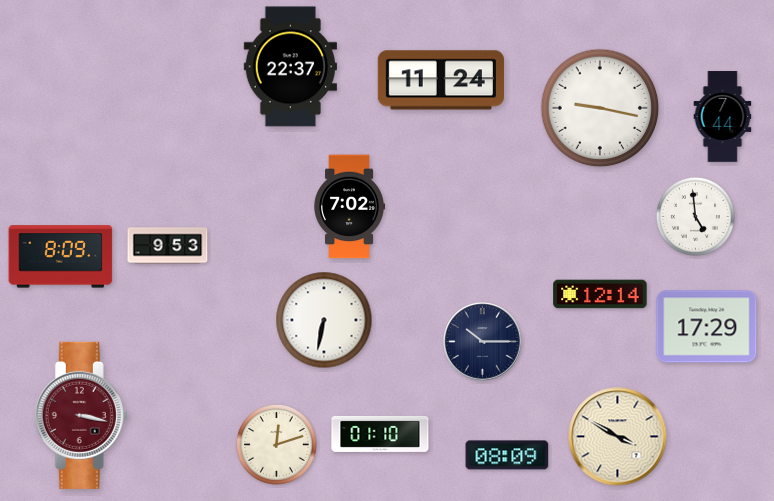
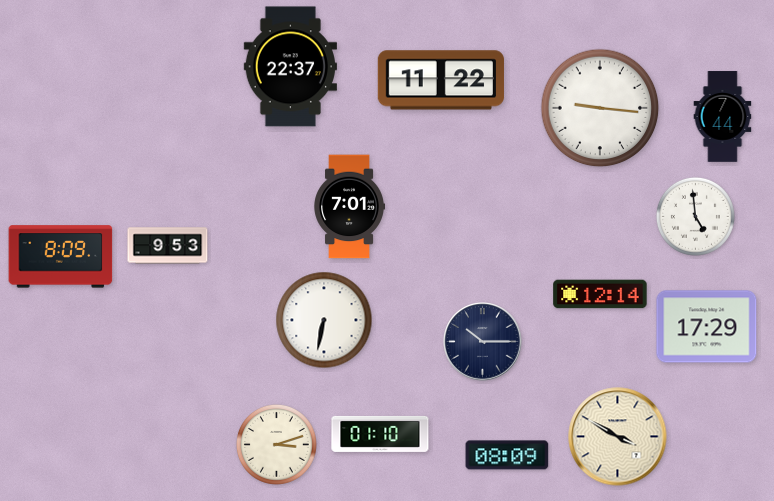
clock at (441, 80): 11:24 -> 11:22
clock at (600, 108): 9:17 -> 9:16
clock at (349, 207): 7:02 -> 7:01
clock at (81, 415): 3:17 -> none
clock at (277, 445): 12:12 -> 3:12
